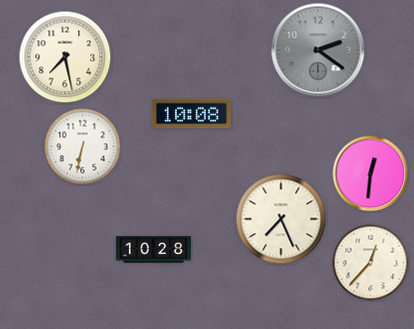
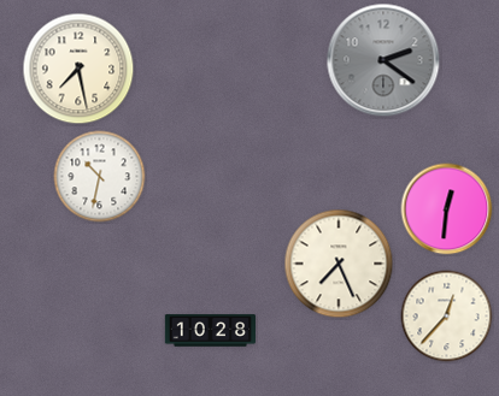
clock at (191, 114): 10:08 -> none
clock at (83, 147): 6:32 -> 10:32
clock at (153, 250) position: (153, 250) -> (210, 331)
